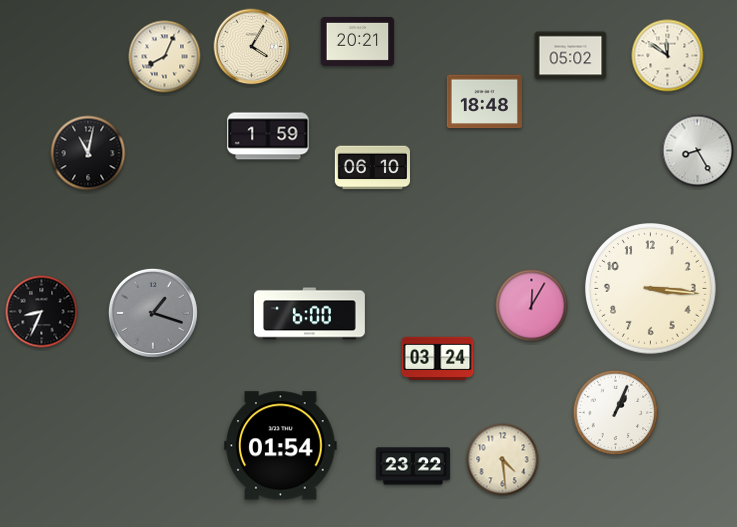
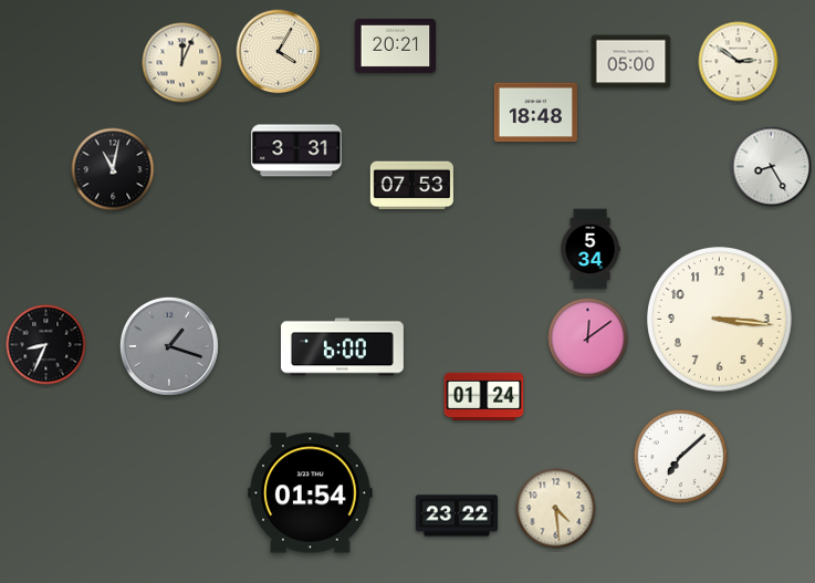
clock at (571, 56): 05:02 -> 05:00
clock at (668, 56): 11:51 -> 2:51
clock at (165, 57): 8:04 -> 12:04
clock at (268, 136): 1:59 -> 3:31
clock at (88, 153) position: (88, 153) -> (113, 169)
clock at (372, 168): 06:10 -> 07:53
clock at (591, 249): none -> 5:34
clock at (532, 306): 12:05 -> 12:09
clock at (438, 359): 03:24 -> 01:24
clock at (616, 413): 1:04 -> 7:08
